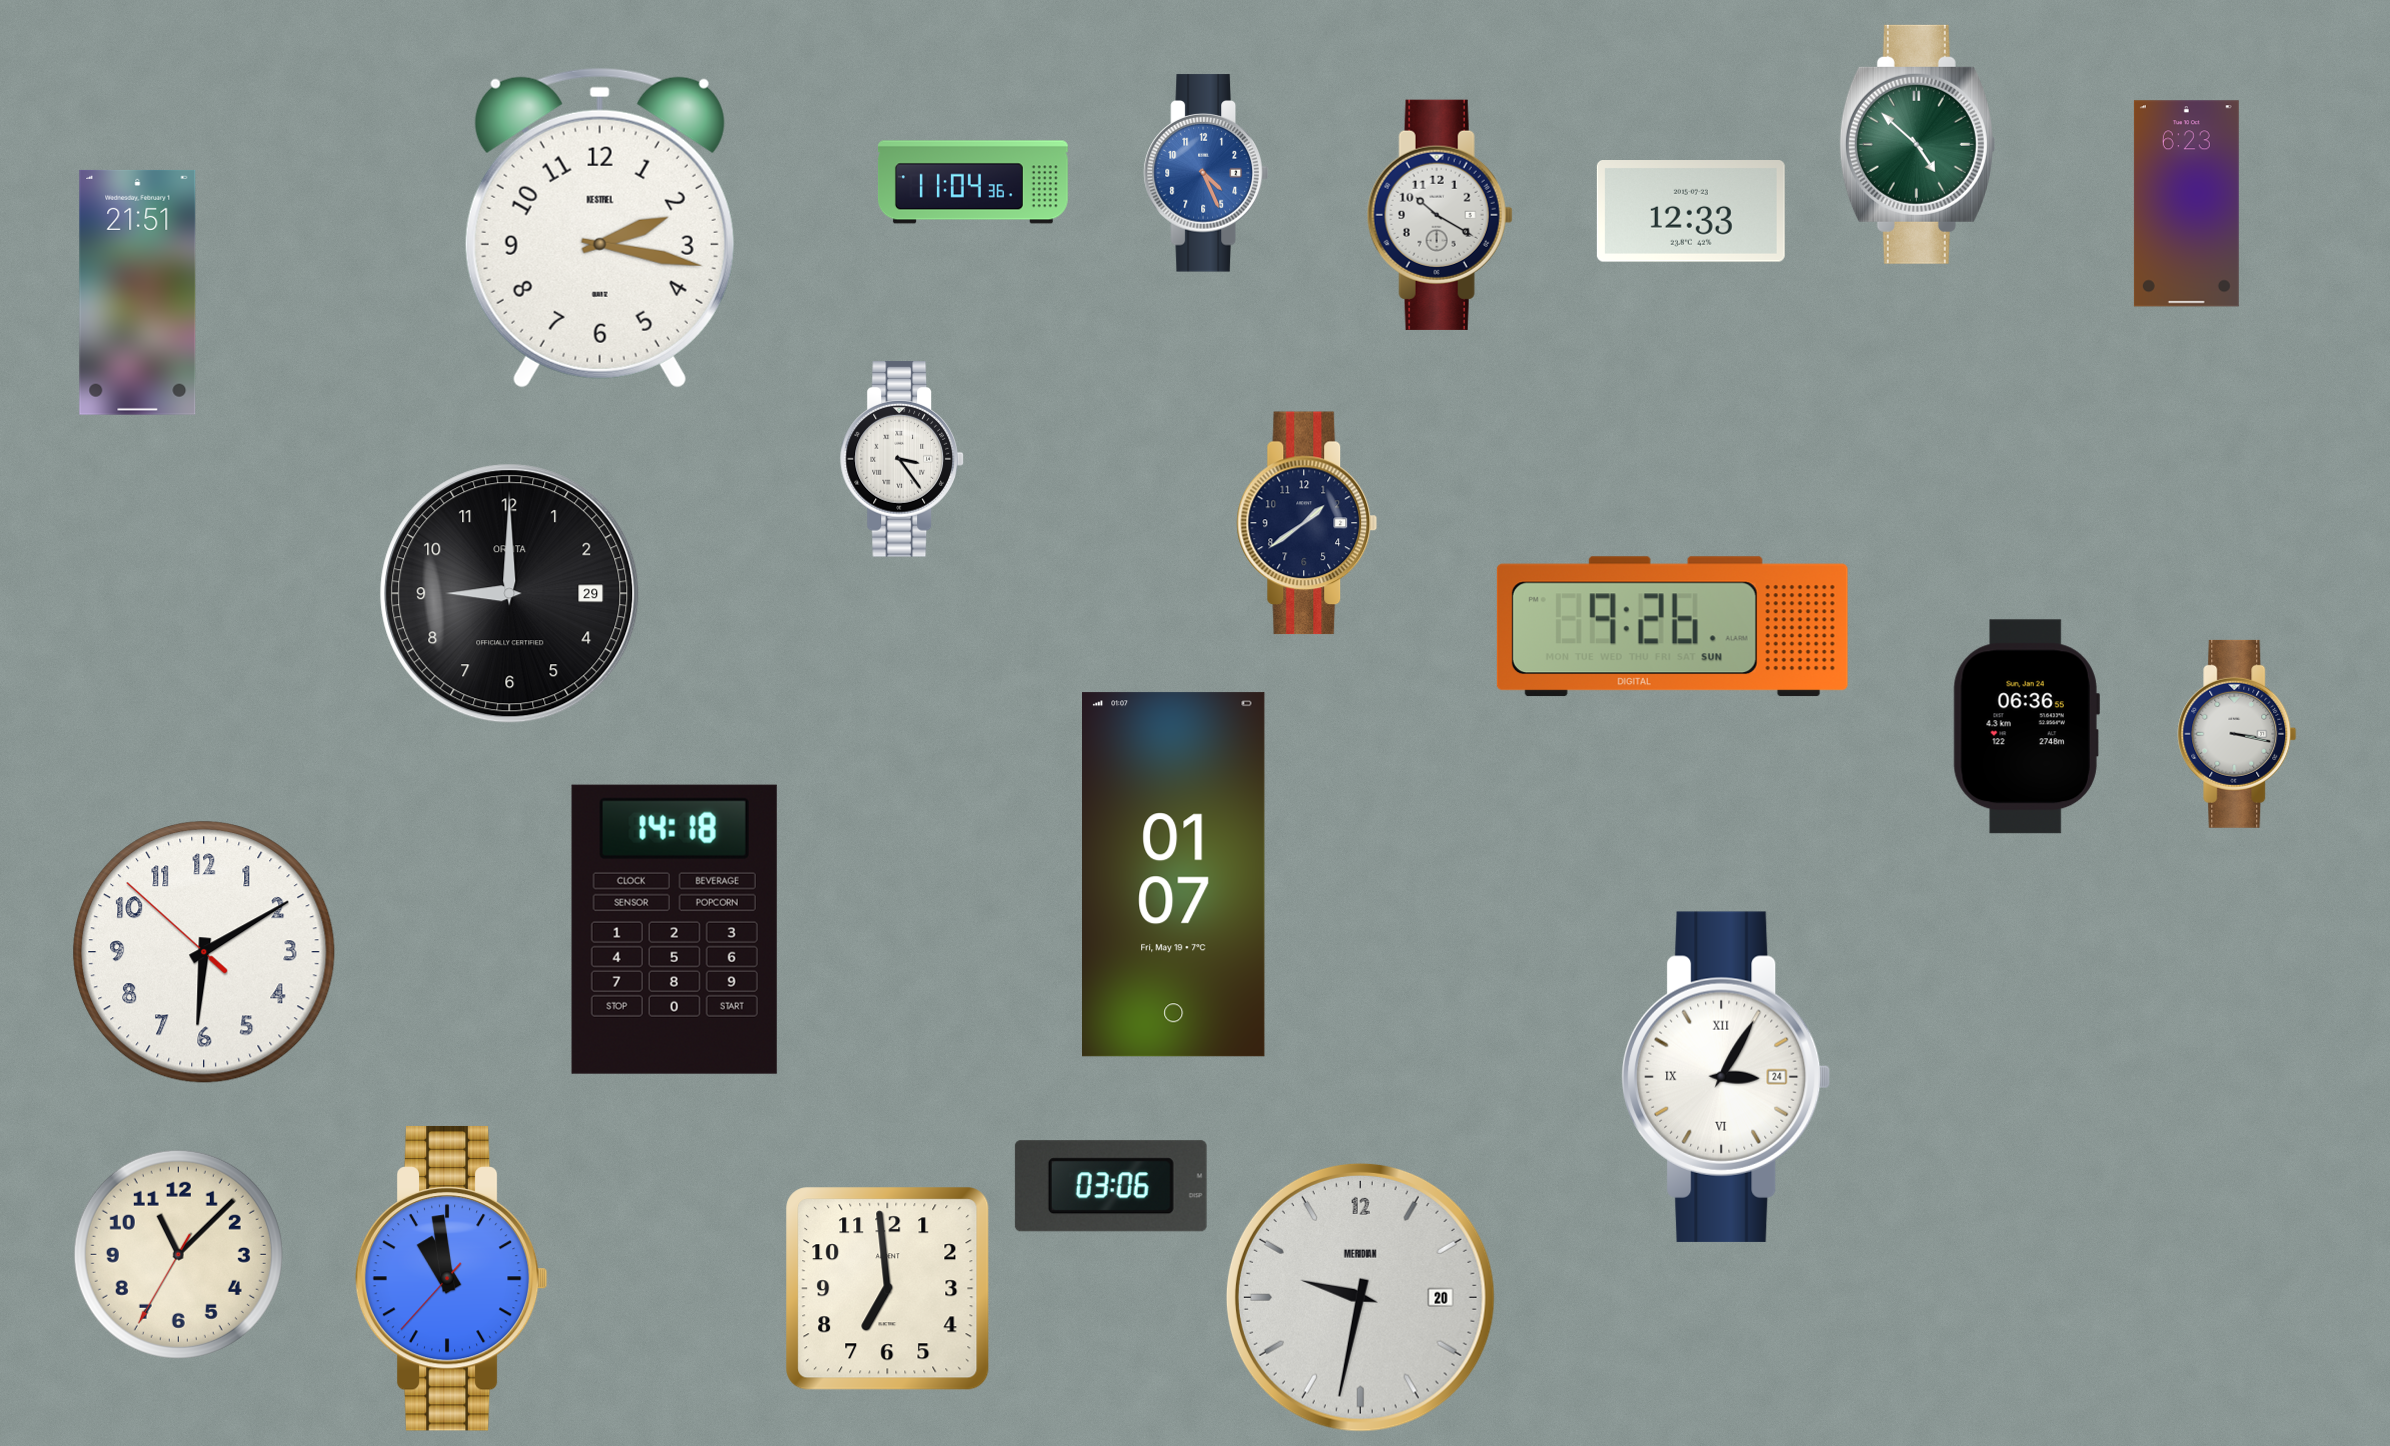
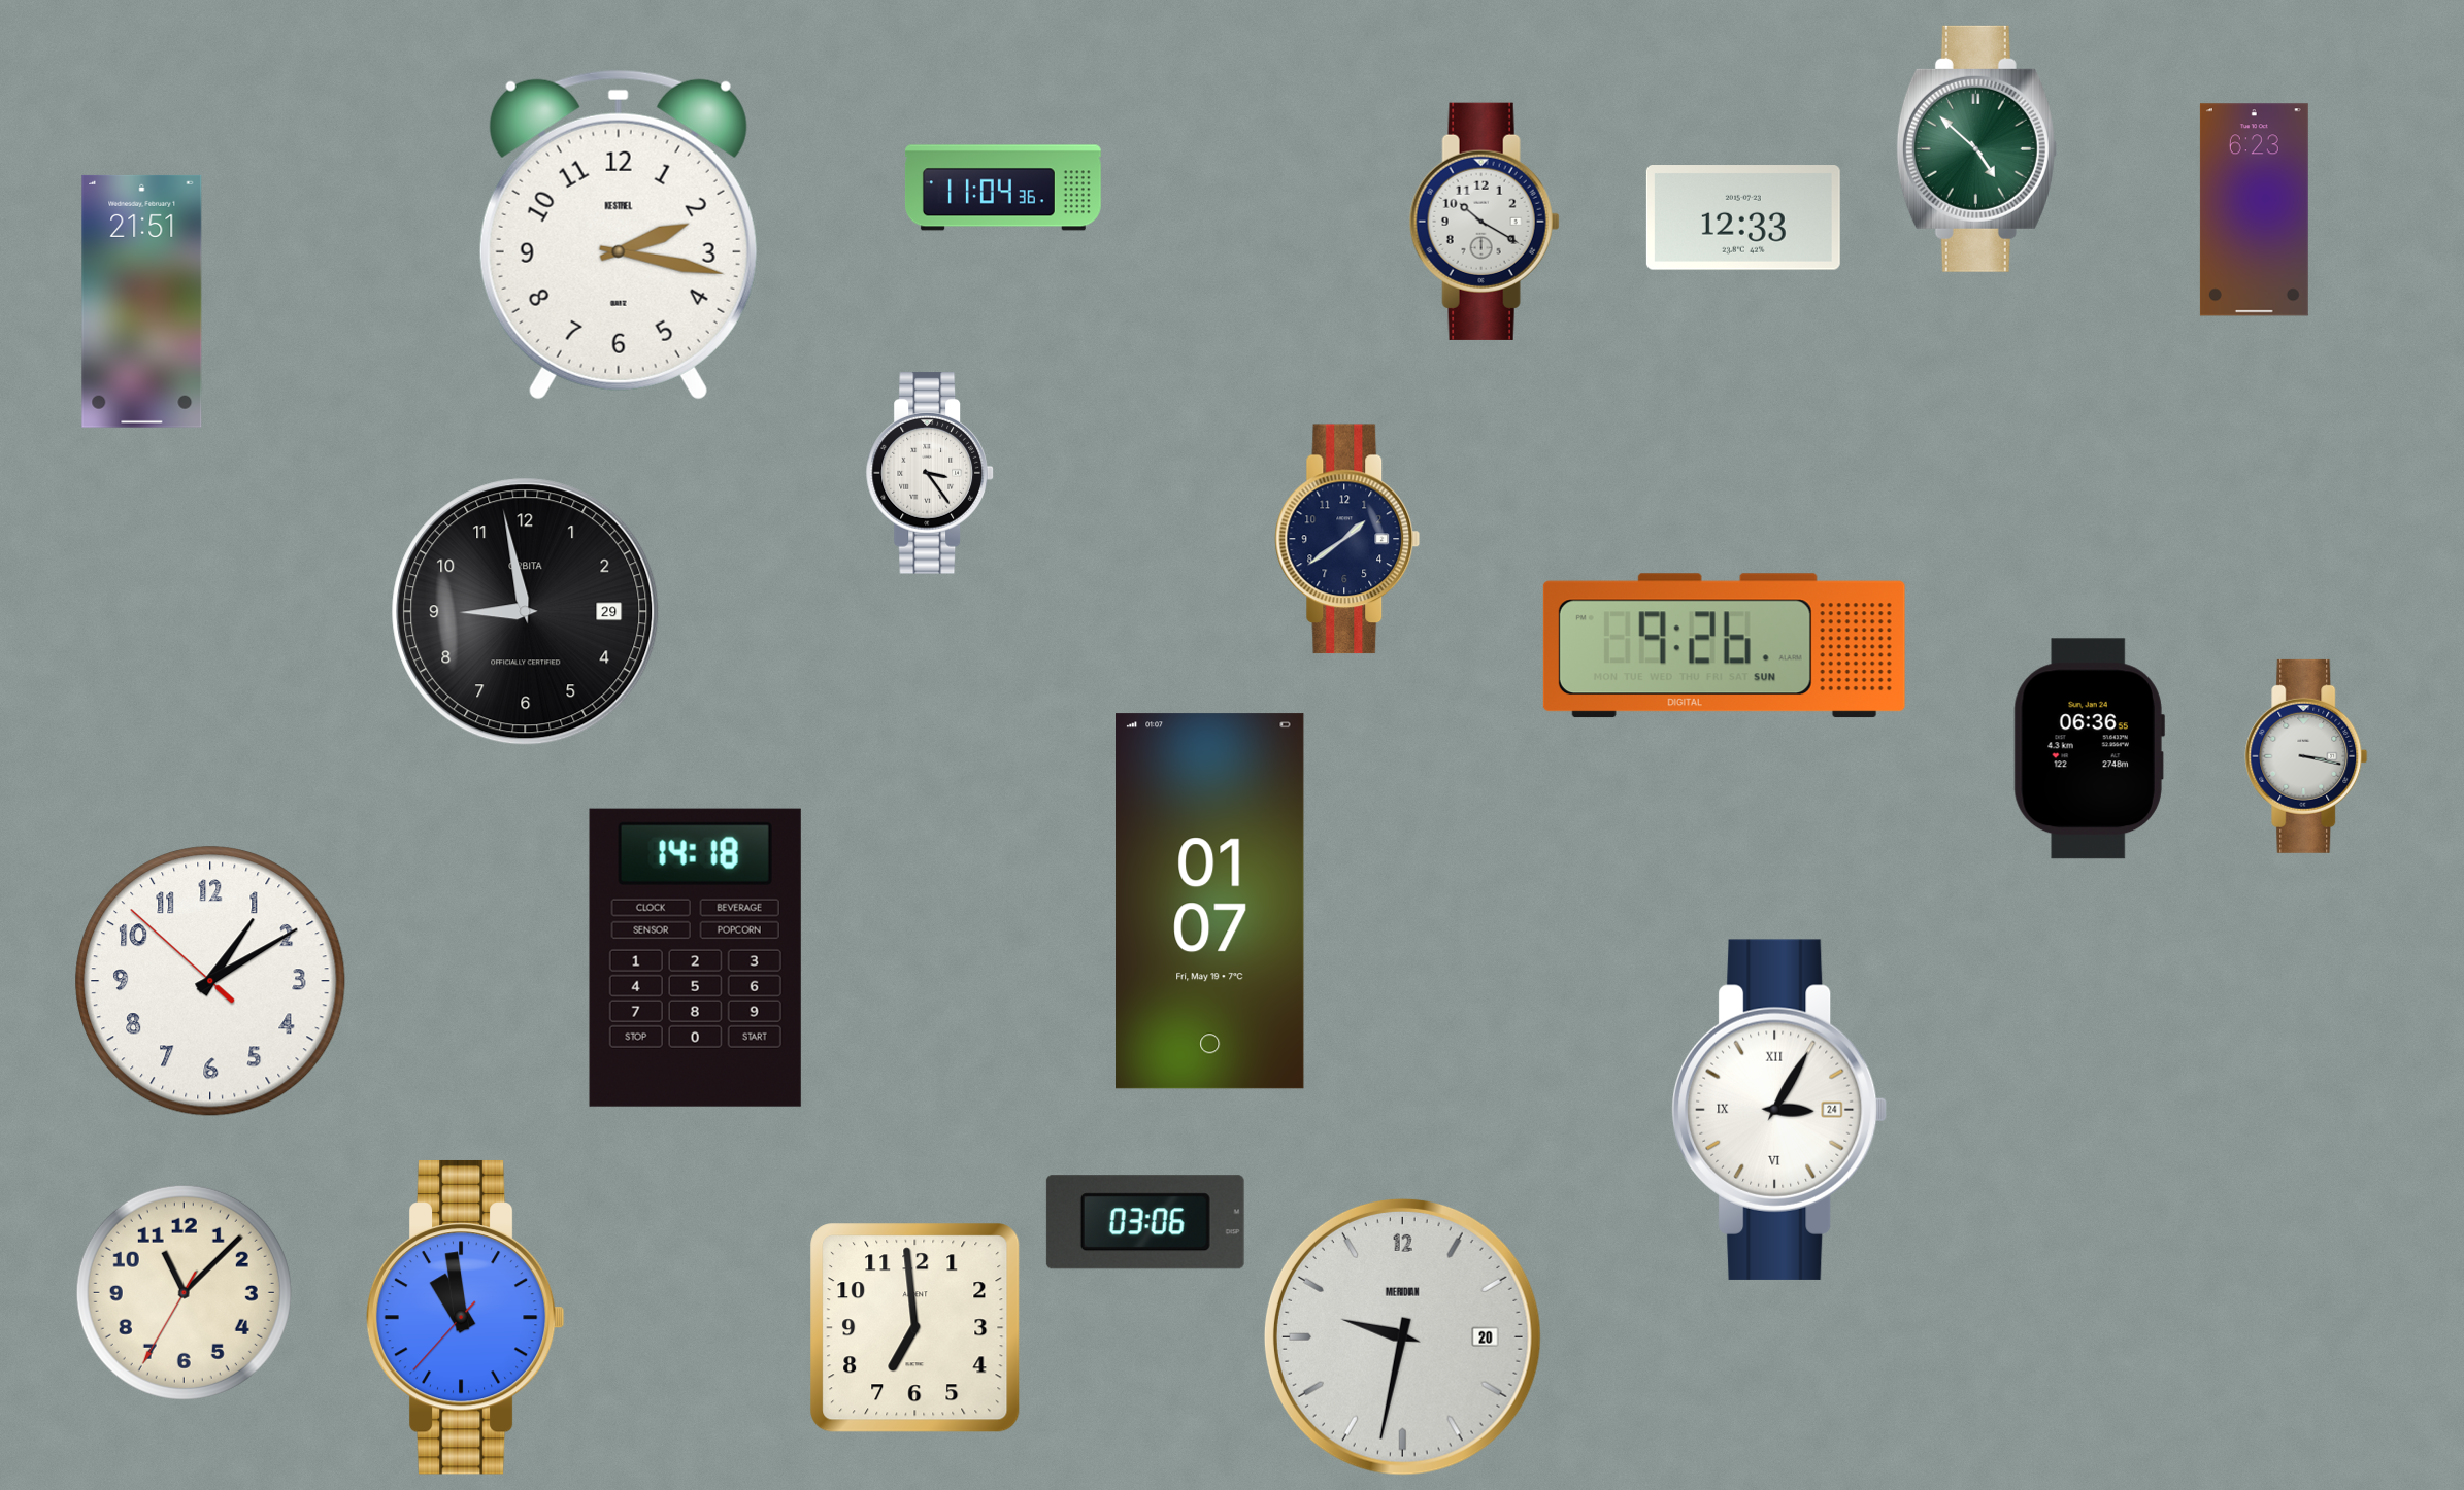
clock at (1206, 173): 4:26 -> none
clock at (510, 594): 9:00 -> 8:58
clock at (204, 952): 6:09 -> 1:09
